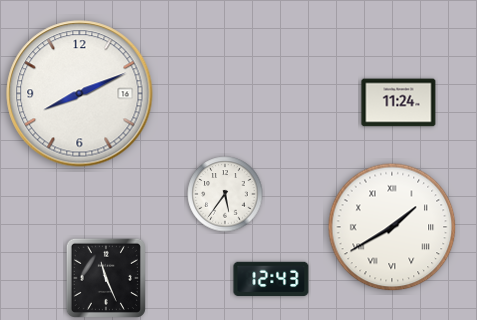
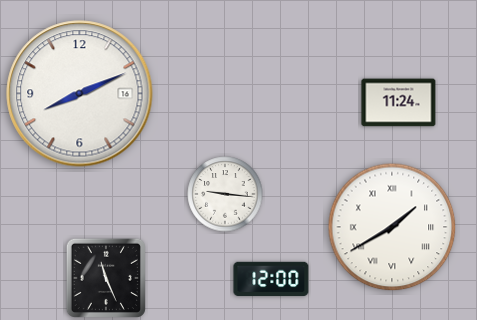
clock at (225, 194): 5:36 -> 9:16
clock at (271, 279): 12:43 -> 12:00
